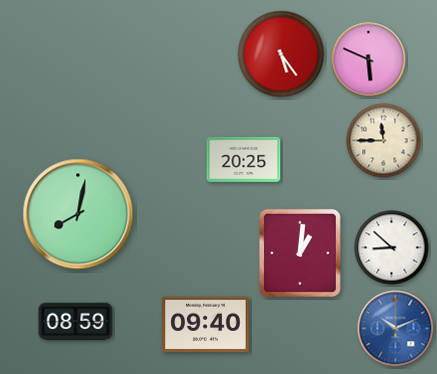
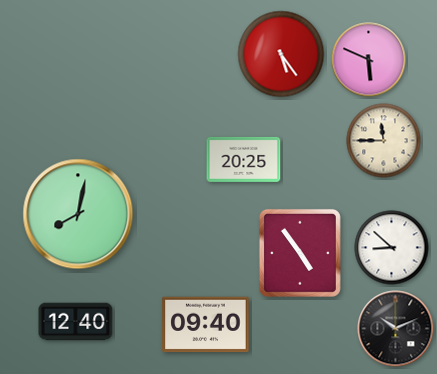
clock at (300, 253): 1:01 -> 4:54
clock at (76, 322): 08:59 -> 12:40
clock at (396, 329) dial: blue -> black
